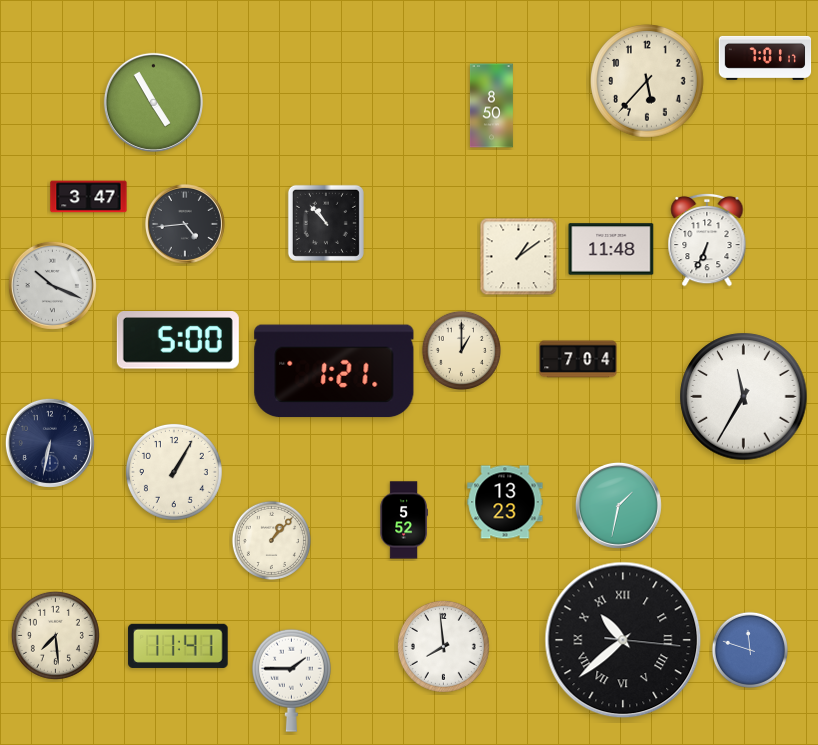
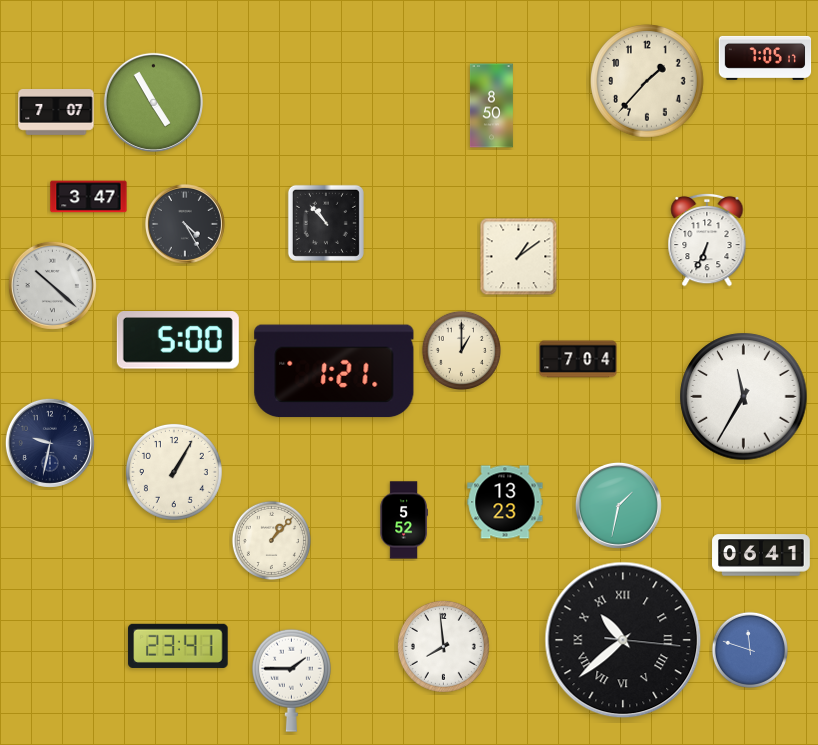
clock at (765, 58): 7:01 -> 7:05
clock at (647, 81): 5:37 -> 1:37
clock at (56, 113): none -> 7:07
clock at (185, 224): 4:44 -> 4:25
clock at (611, 249): 11:48 -> none
clock at (52, 285): 10:19 -> 10:22
clock at (50, 443): 6:32 -> 9:32
clock at (761, 555): none -> 06:41
clock at (55, 635): 7:29 -> none
clock at (178, 646): 11:41 -> 23:41
